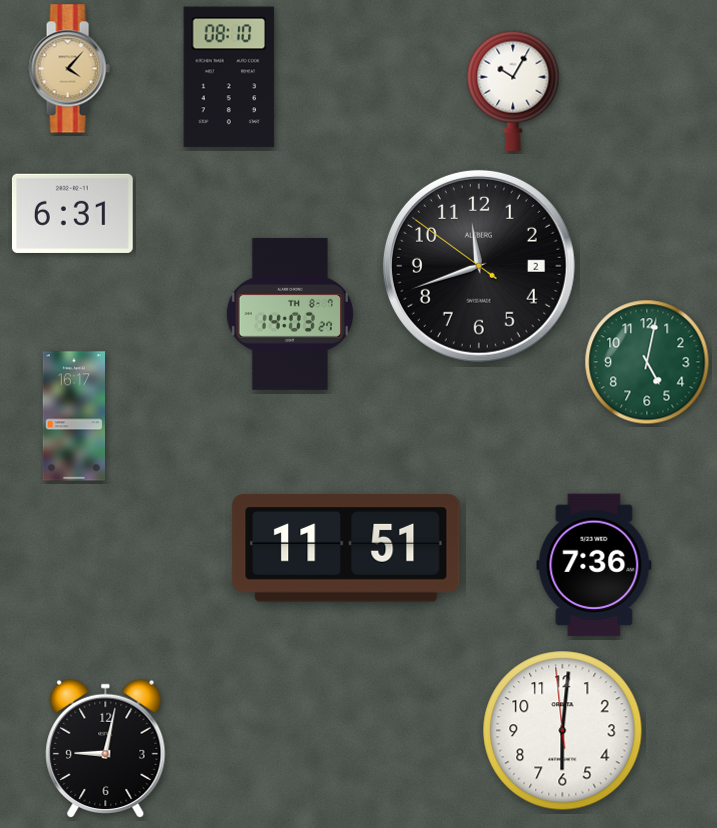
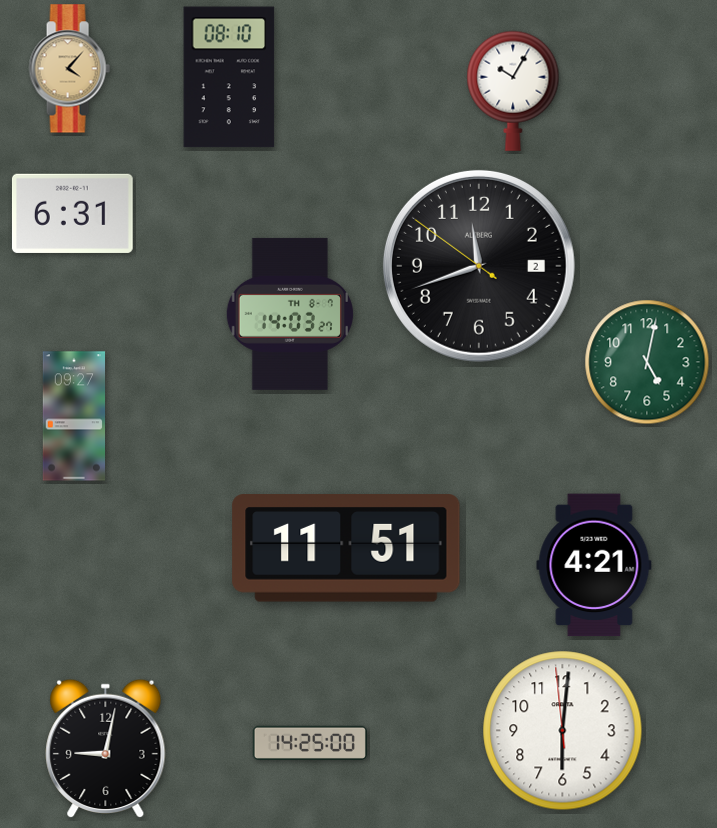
clock at (74, 416): 16:17 -> 09:27
clock at (594, 565): 7:36 -> 4:21
clock at (310, 743): none -> 14:25
